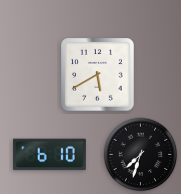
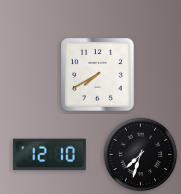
clock at (98, 75): 5:40 -> 7:40
clock at (49, 155): 6:10 -> 12:10
